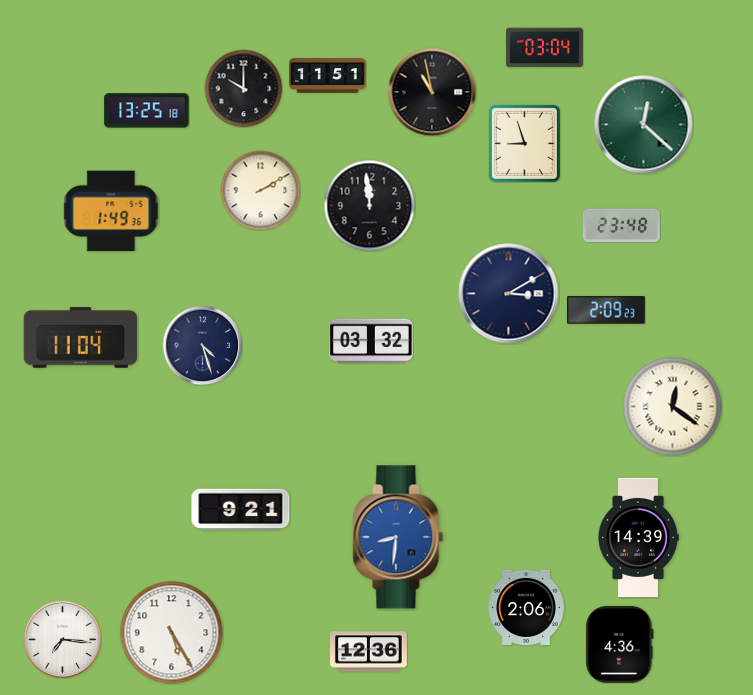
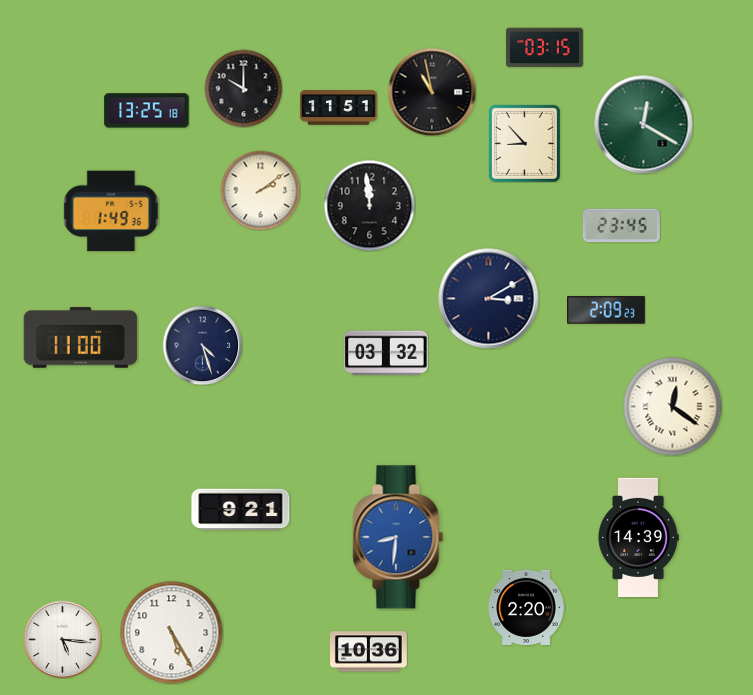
clock at (545, 48): 03:04 -> 03:15
clock at (328, 76) position: (328, 76) -> (339, 108)
clock at (644, 125): 12:22 -> 12:20
clock at (524, 143): 8:57 -> 8:53
clock at (260, 190): 2:10 -> 2:09
clock at (622, 225): 23:48 -> 23:45
clock at (509, 294) position: (509, 294) -> (489, 299)
clock at (81, 338): 11:04 -> 11:00
clock at (371, 341) position: (371, 341) -> (386, 353)
clock at (526, 607): 2:06 -> 2:20
clock at (62, 639): 7:16 -> 5:16
clock at (620, 644): 4:36 -> none
clock at (369, 652): 12:36 -> 10:36
